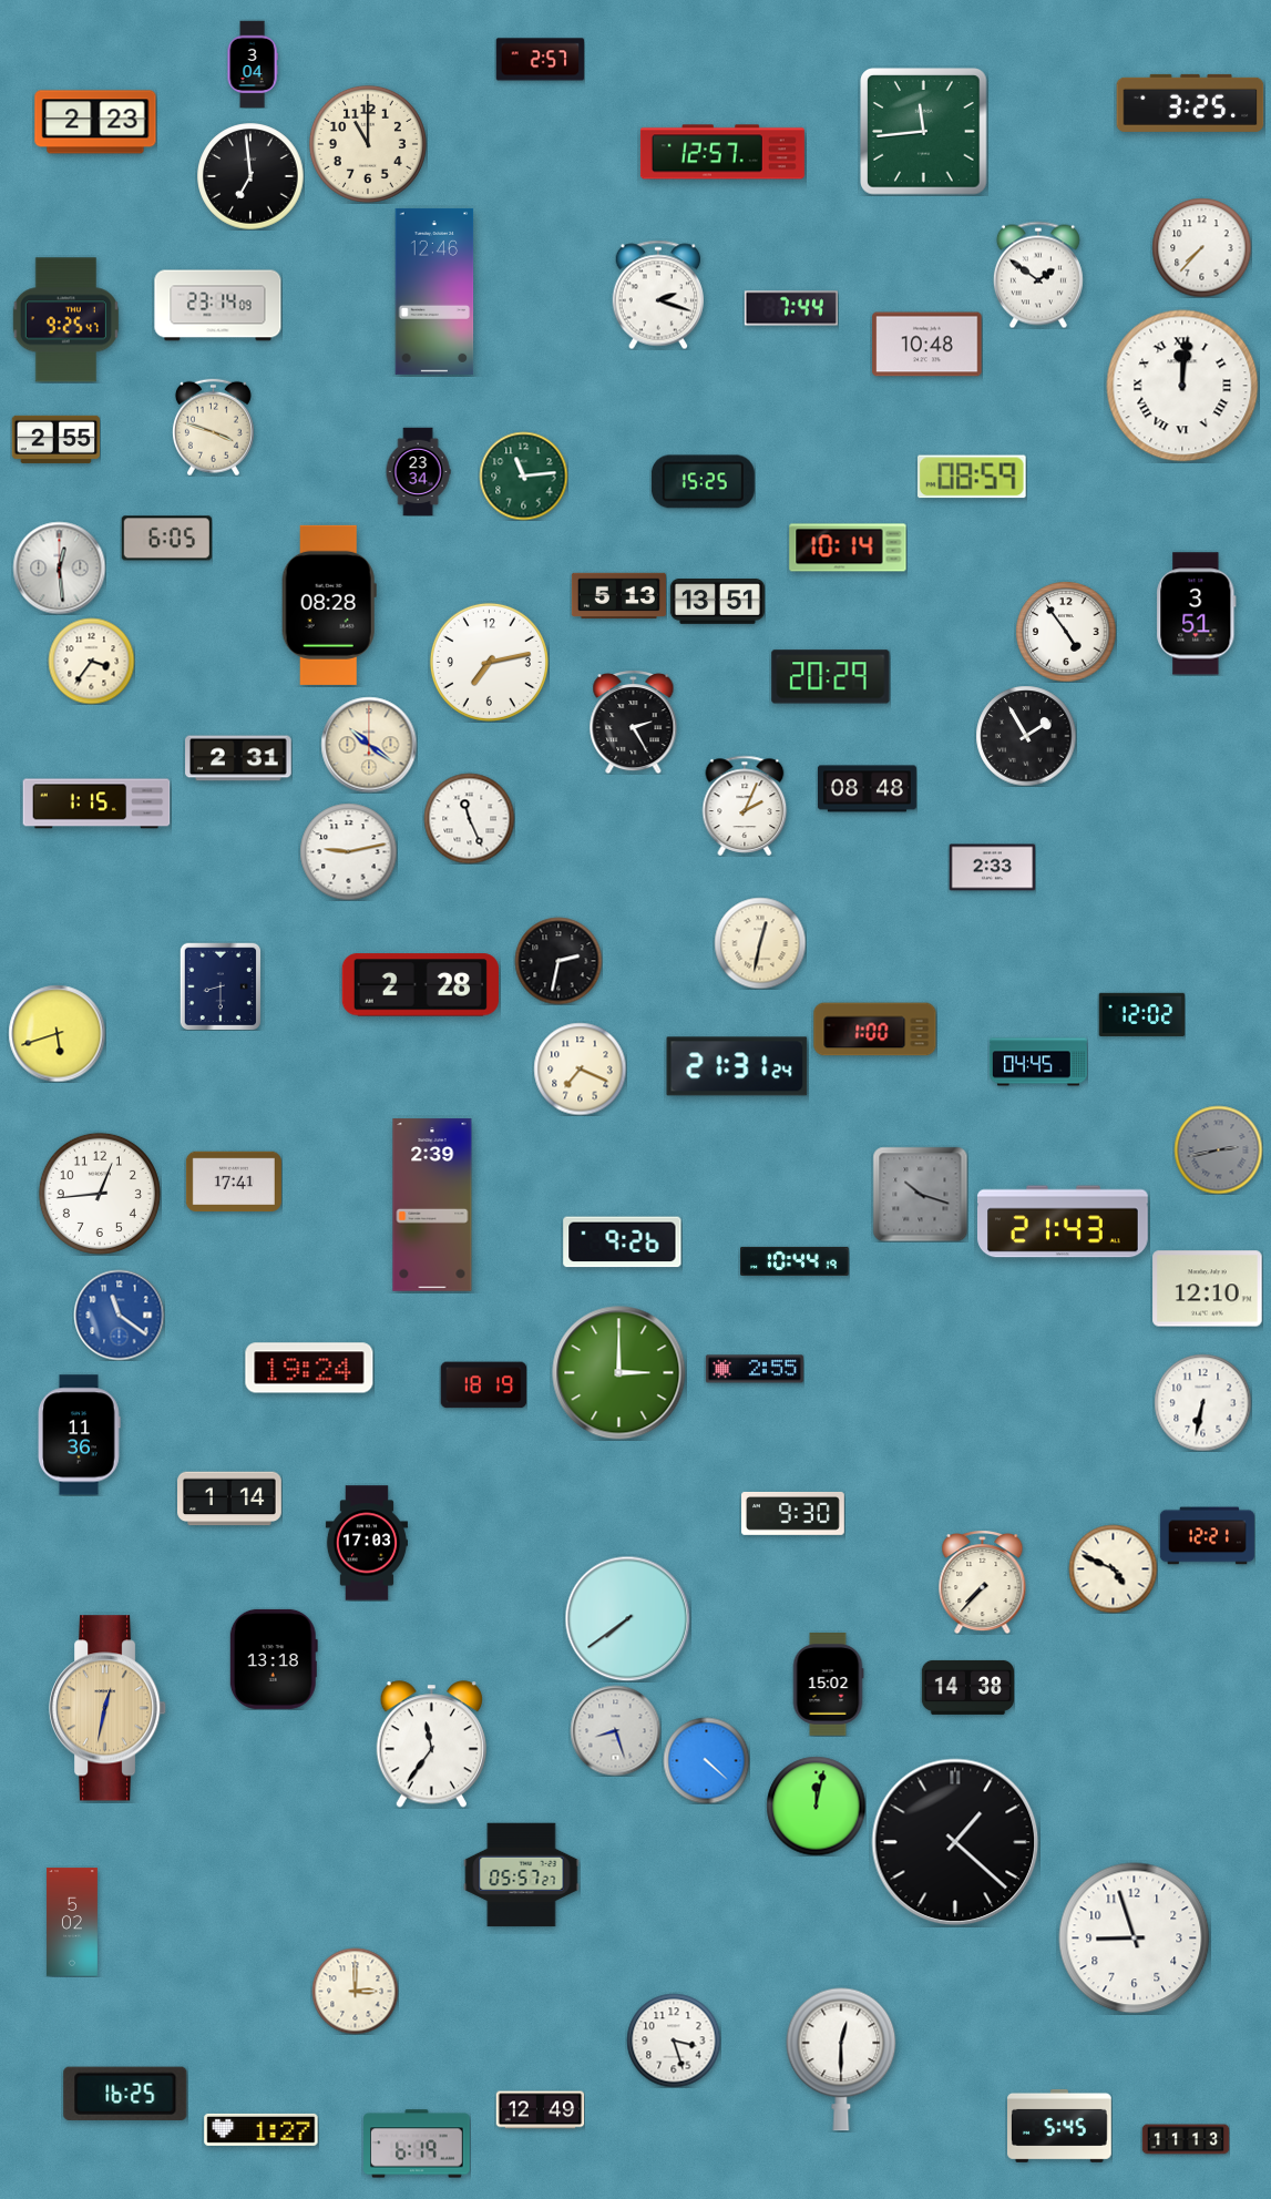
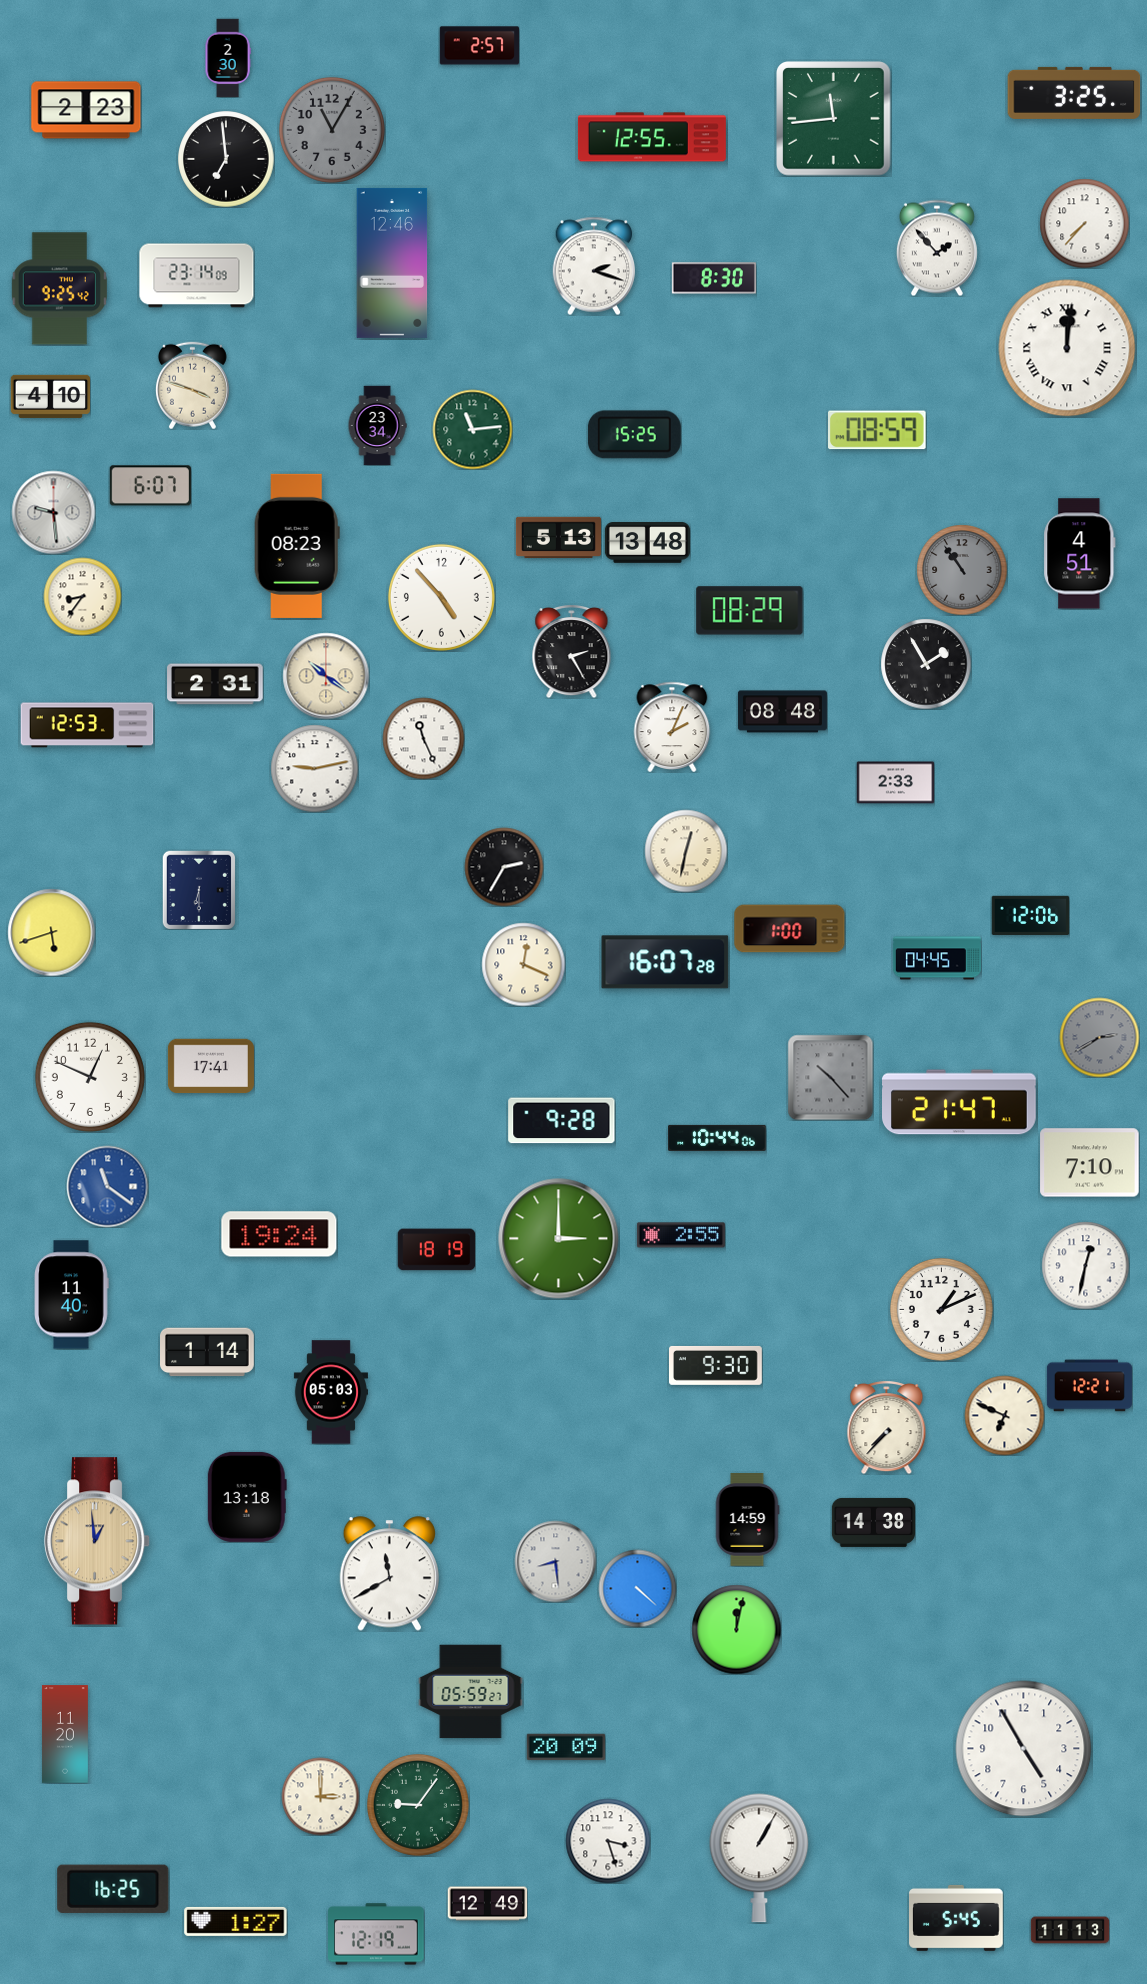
clock at (540, 60) position: (540, 60) -> (479, 46)
clock at (253, 64): 3:04 -> 2:30
clock at (368, 144): 11:00 -> 11:05
clock at (368, 144) dial: cream -> grey
clock at (722, 152): 12:57 -> 12:55
clock at (1038, 275): 1:51 -> 1:53
clock at (791, 308): 7:44 -> 8:30
clock at (65, 320): 9:25:47 -> 9:25:42
clock at (927, 345): 10:48 -> none
clock at (55, 439): 2:55 -> 4:10
clock at (166, 539): 6:05 -> 6:07
clock at (848, 548): 10:14 -> none
clock at (59, 567): 12:29 -> 9:29
clock at (717, 602): 13:51 -> 13:48
clock at (329, 605): 08:28 -> 08:23
clock at (1197, 614): 3:51 -> 4:51
clock at (1066, 632): 4:54 -> 10:54
clock at (1066, 632) dial: white -> grey
clock at (91, 661): 3:36 -> 8:36
clock at (489, 662): 7:13 -> 4:53
clock at (831, 677): 20:29 -> 08:29
clock at (369, 745) position: (369, 745) -> (326, 676)
clock at (96, 804): 1:15 -> 12:53
clock at (558, 961): 2:32 -> 2:35
clock at (420, 985): 2:28 -> none
clock at (219, 986): 8:30 -> 6:30
clock at (1141, 1014): 12:02 -> 12:06
clock at (737, 1066): 21:31 -> 16:07
clock at (580, 1068): 7:19 -> 12:19
clock at (1218, 1149): 2:43 -> 2:40
clock at (100, 1194): 12:44 -> 12:49
clock at (920, 1194): 10:18 -> 10:23
clock at (432, 1205): 2:39 -> none
clock at (1064, 1221): 21:43 -> 21:47
clock at (623, 1242): 9:26 -> 9:28
clock at (795, 1261): 10:44:19 -> 10:44:06
clock at (1208, 1289): 12:10 -> 7:10
clock at (1202, 1402): 6:32 -> 12:32
clock at (80, 1435): 11:36 -> 11:40
clock at (941, 1309): none -> 1:11
clock at (366, 1543): 17:03 -> 05:03
clock at (1113, 1568): 4:49 -> 6:49
clock at (627, 1618): 7:39 -> none
clock at (828, 1685): 15:02 -> 14:59
clock at (107, 1708): 12:32 -> 12:59
clock at (615, 1730): 8:27 -> 8:29
clock at (431, 1745): 11:36 -> 11:40
clock at (955, 1842): 1:22 -> none
clock at (522, 1875): 05:57 -> 05:59
clock at (72, 1922): 5:02 -> 11:20
clock at (566, 1747): none -> 20:09
clock at (1135, 1939): 8:57 -> 4:55
clock at (418, 1805): none -> 9:06
clock at (841, 2059): 12:30 -> 1:05
clock at (417, 2144): 6:19 -> 12:19
